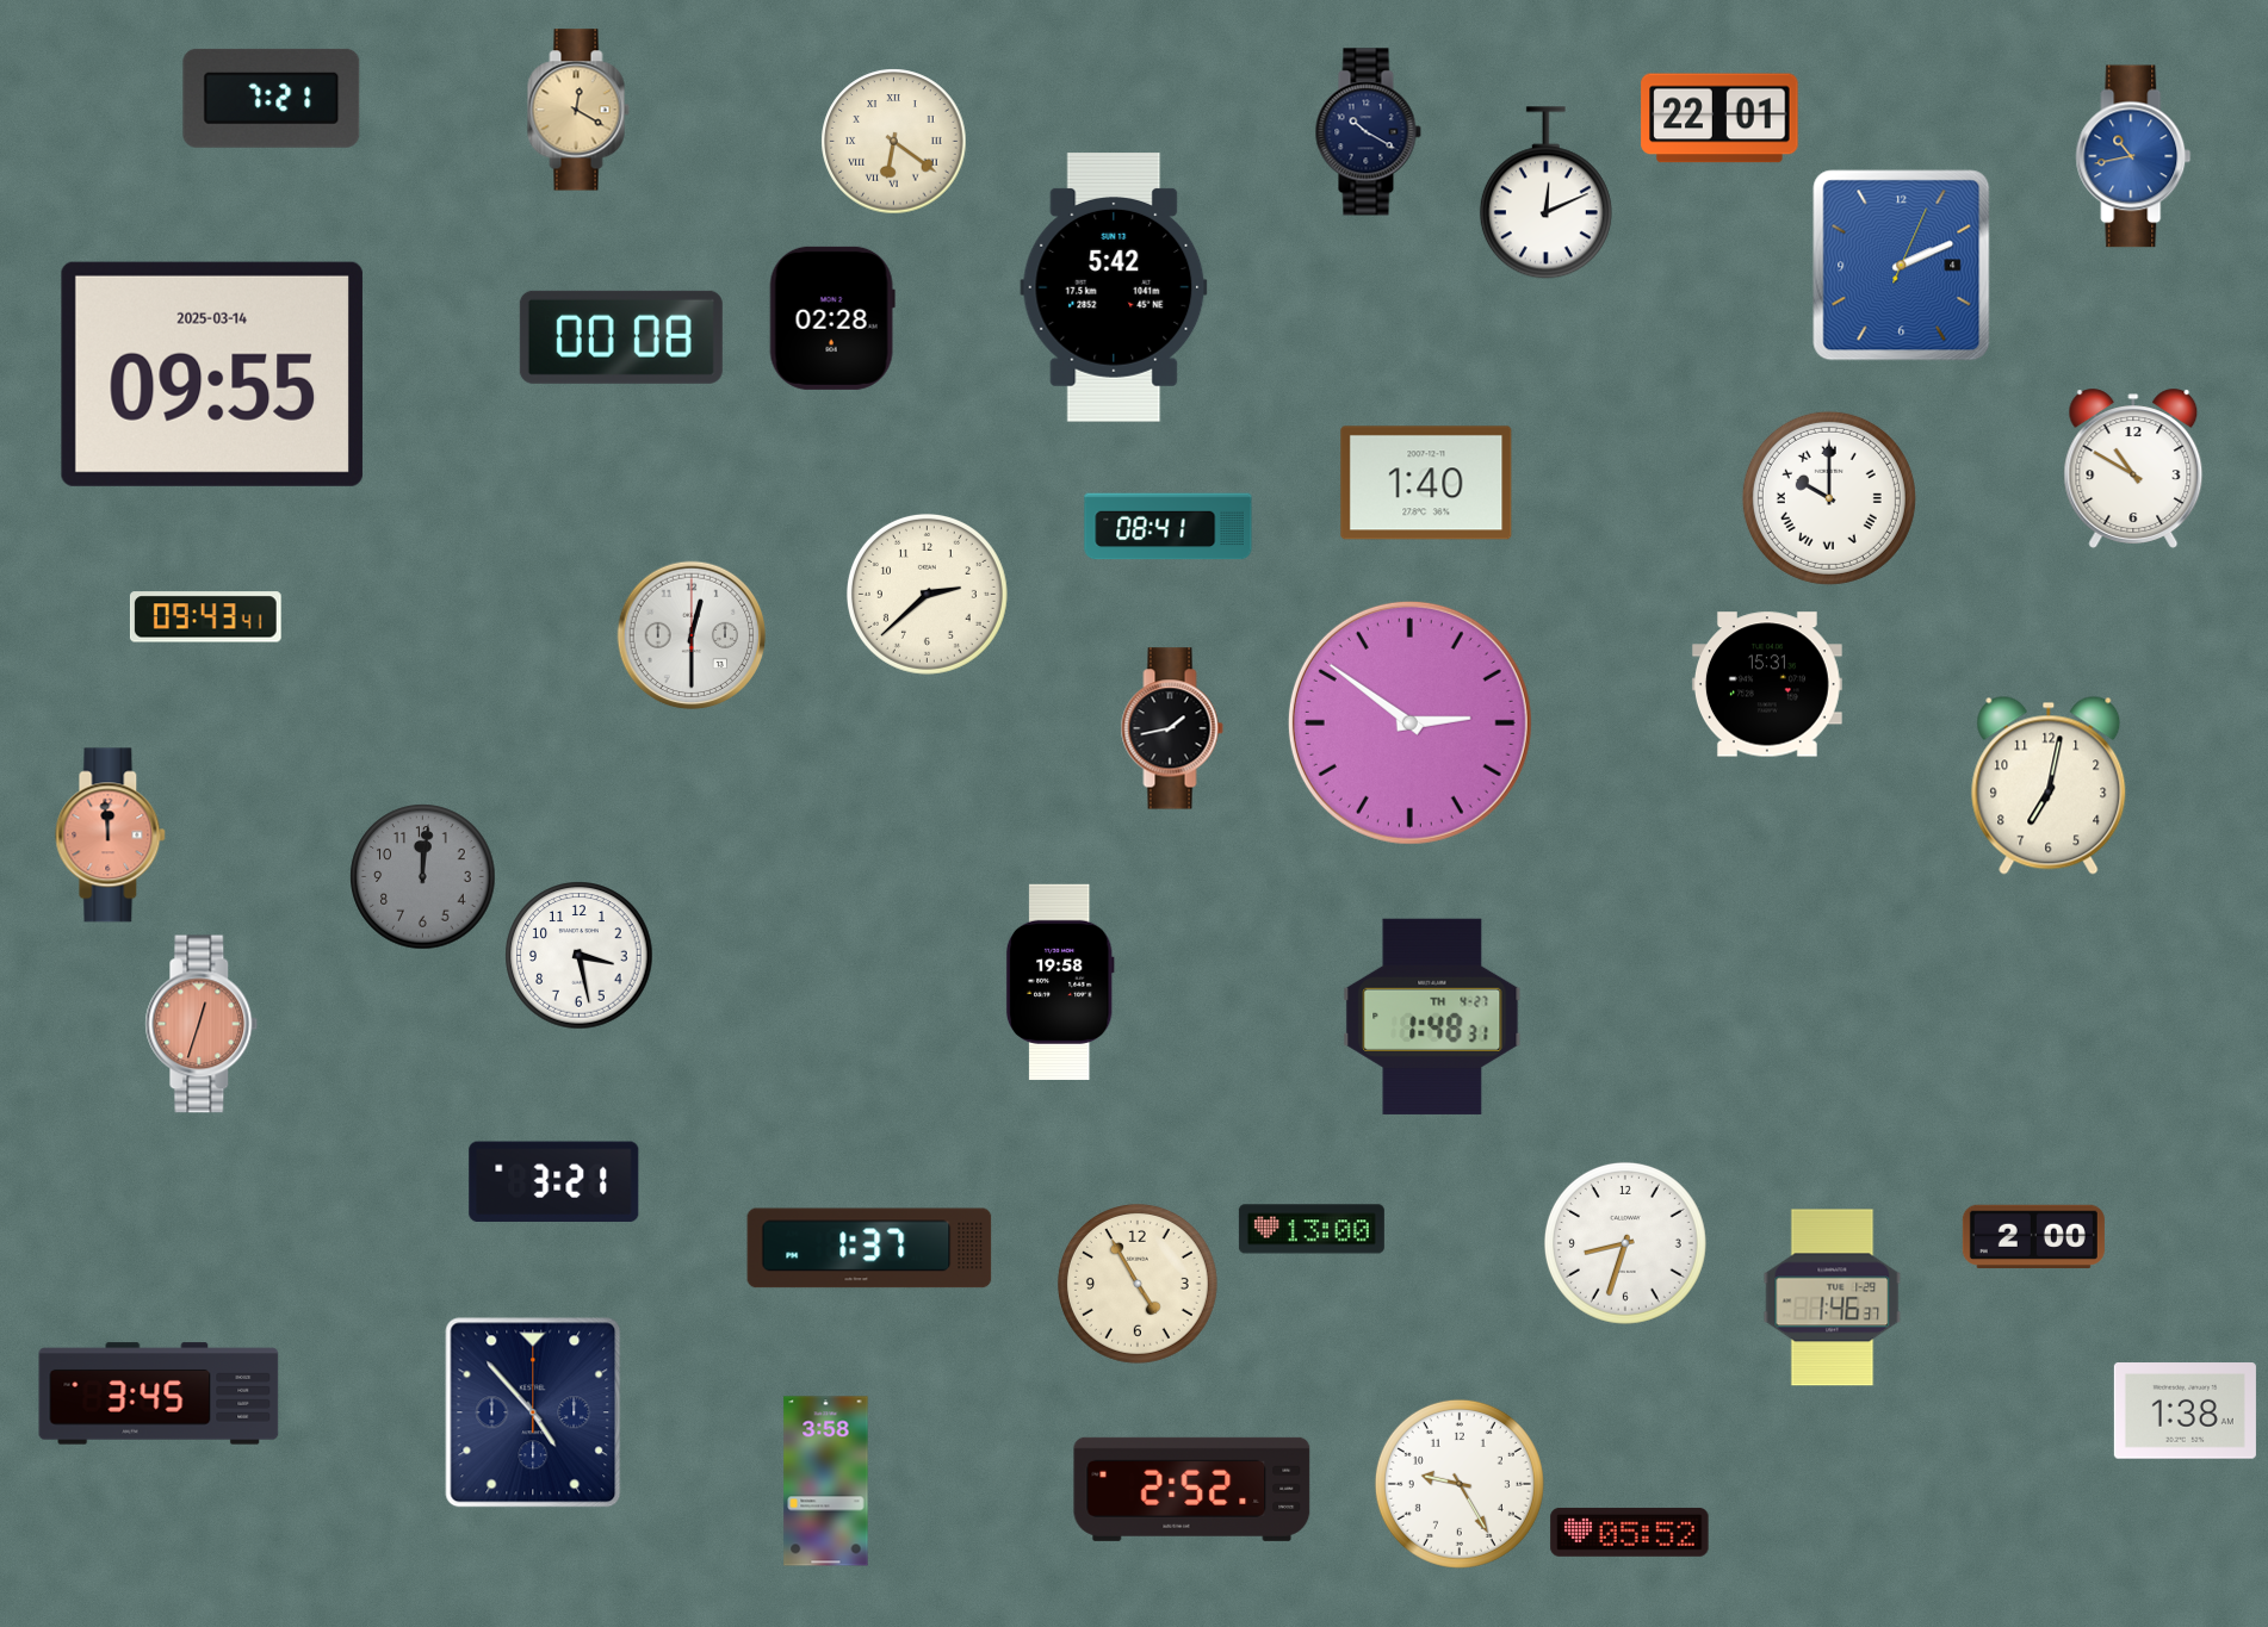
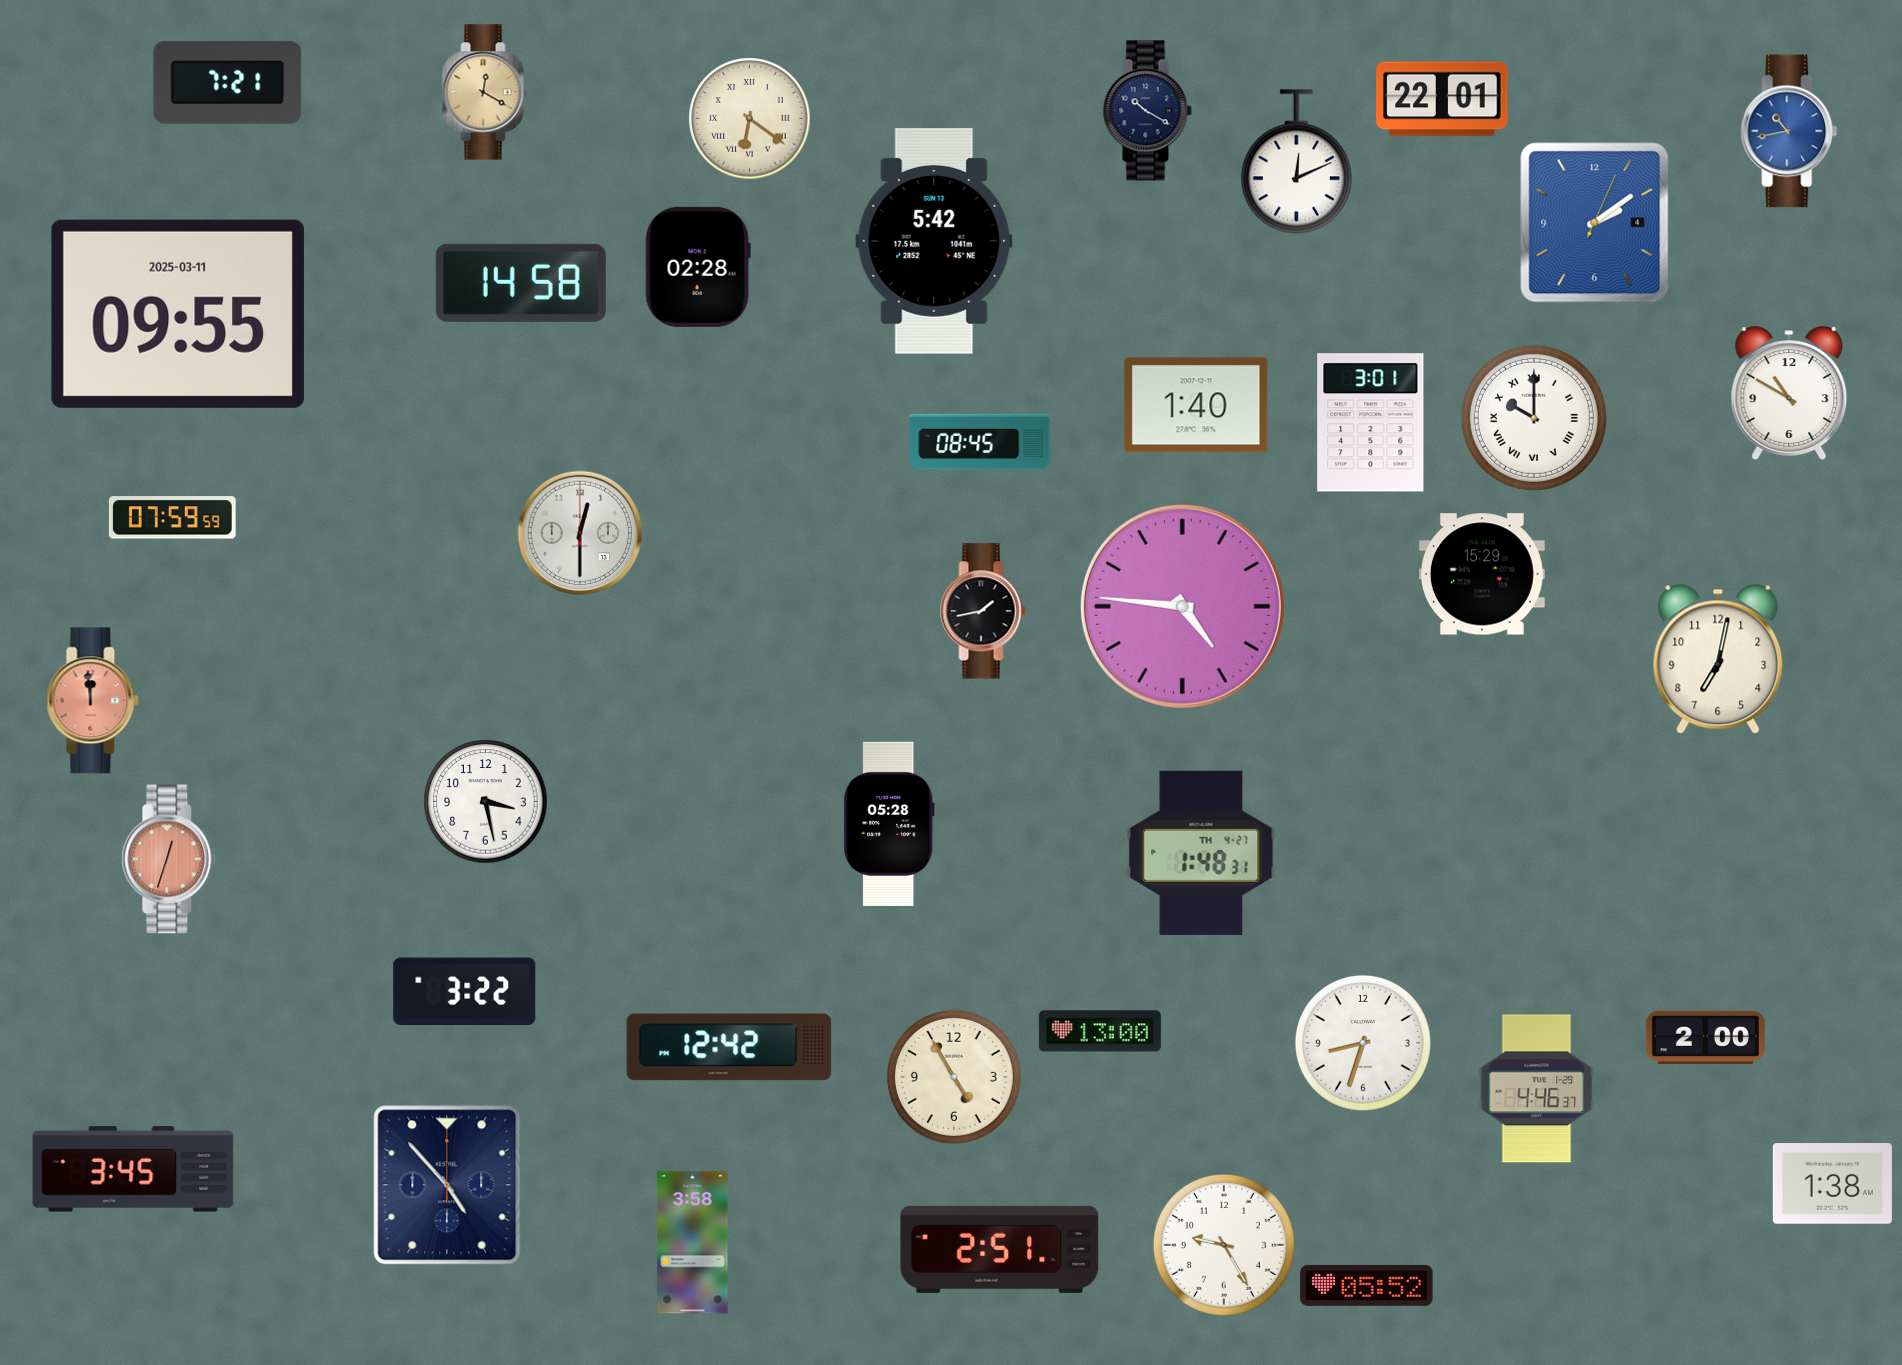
clock at (1902, 266): 2:11 -> 2:09
clock at (621, 337): 00:08 -> 14:58
clock at (212, 374) date: 2025-03-14 -> 2025-03-11
clock at (1371, 423): none -> 3:01
clock at (1169, 527): 08:41 -> 08:45
clock at (927, 594): 2:38 -> none
clock at (205, 617): 09:43 -> 07:59
clock at (1767, 684): 15:31 -> 15:29
clock at (1409, 722): 2:51 -> 4:46
clock at (423, 877): 12:01 -> none
clock at (1060, 982): 19:58 -> 05:28
clock at (554, 1181): 3:21 -> 3:22
clock at (869, 1248): 1:37 -> 12:42
clock at (1833, 1298): 1:46 -> 4:46
clock at (1192, 1489): 2:52 -> 2:51
